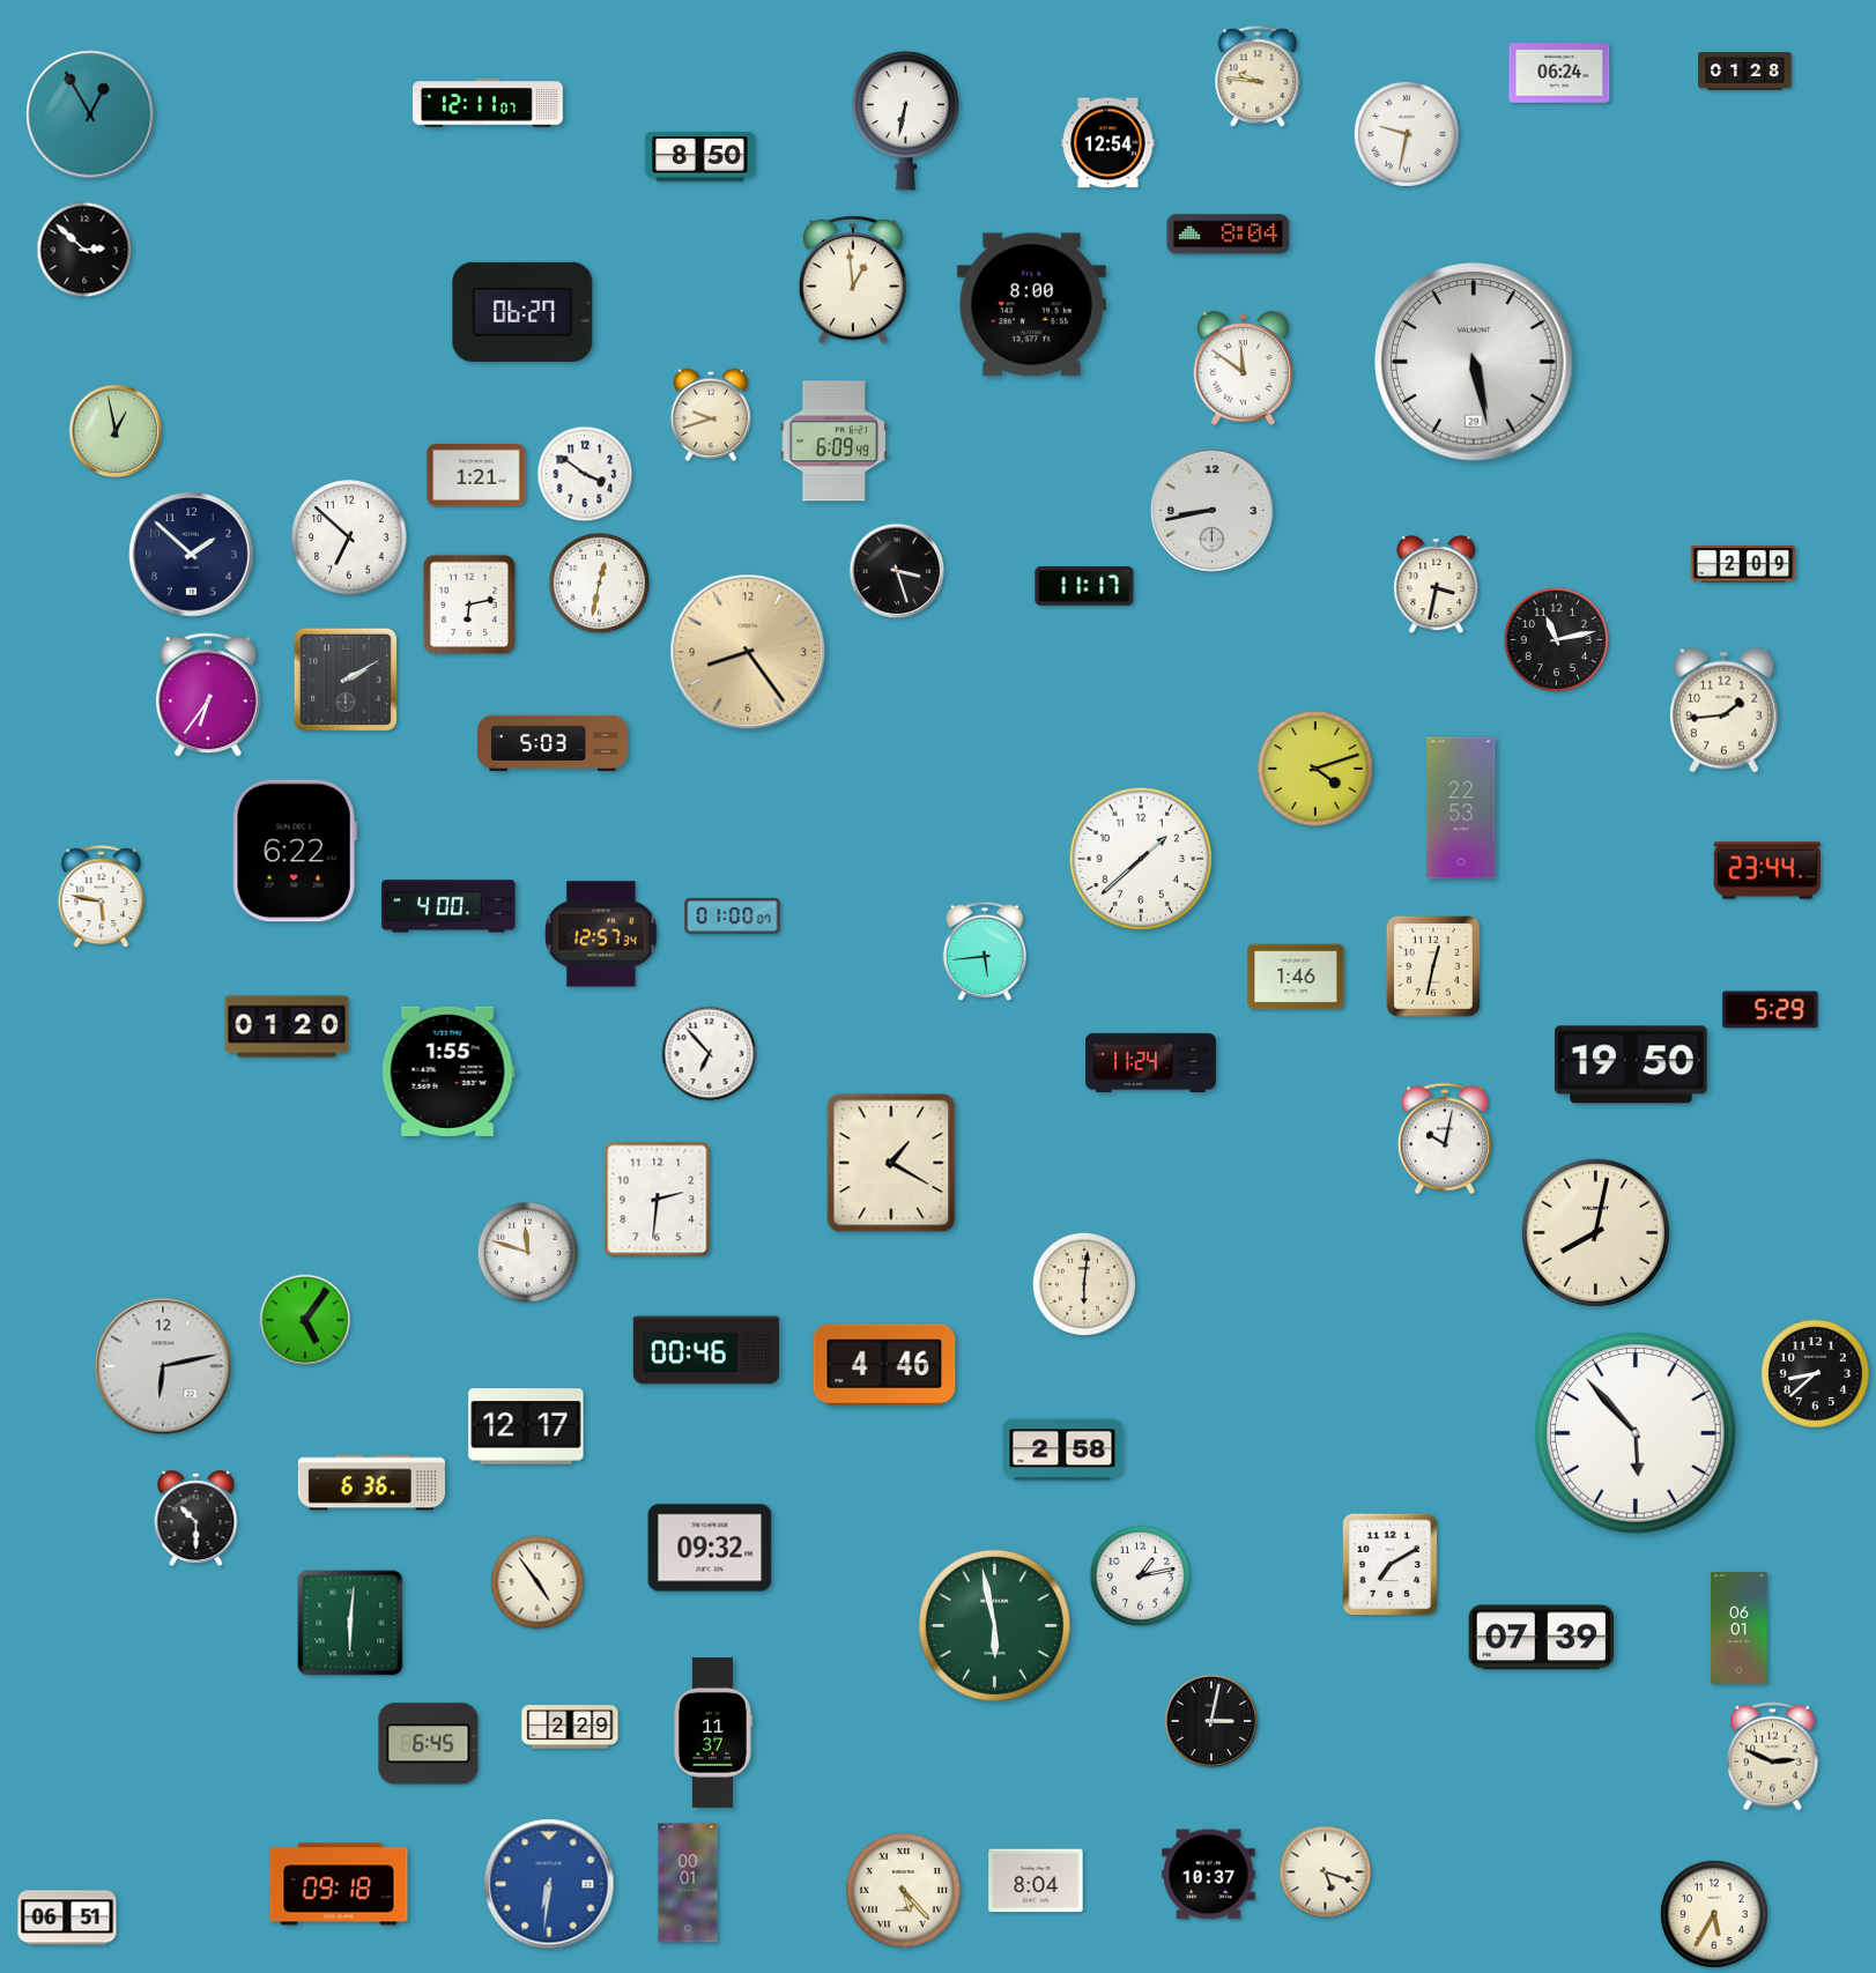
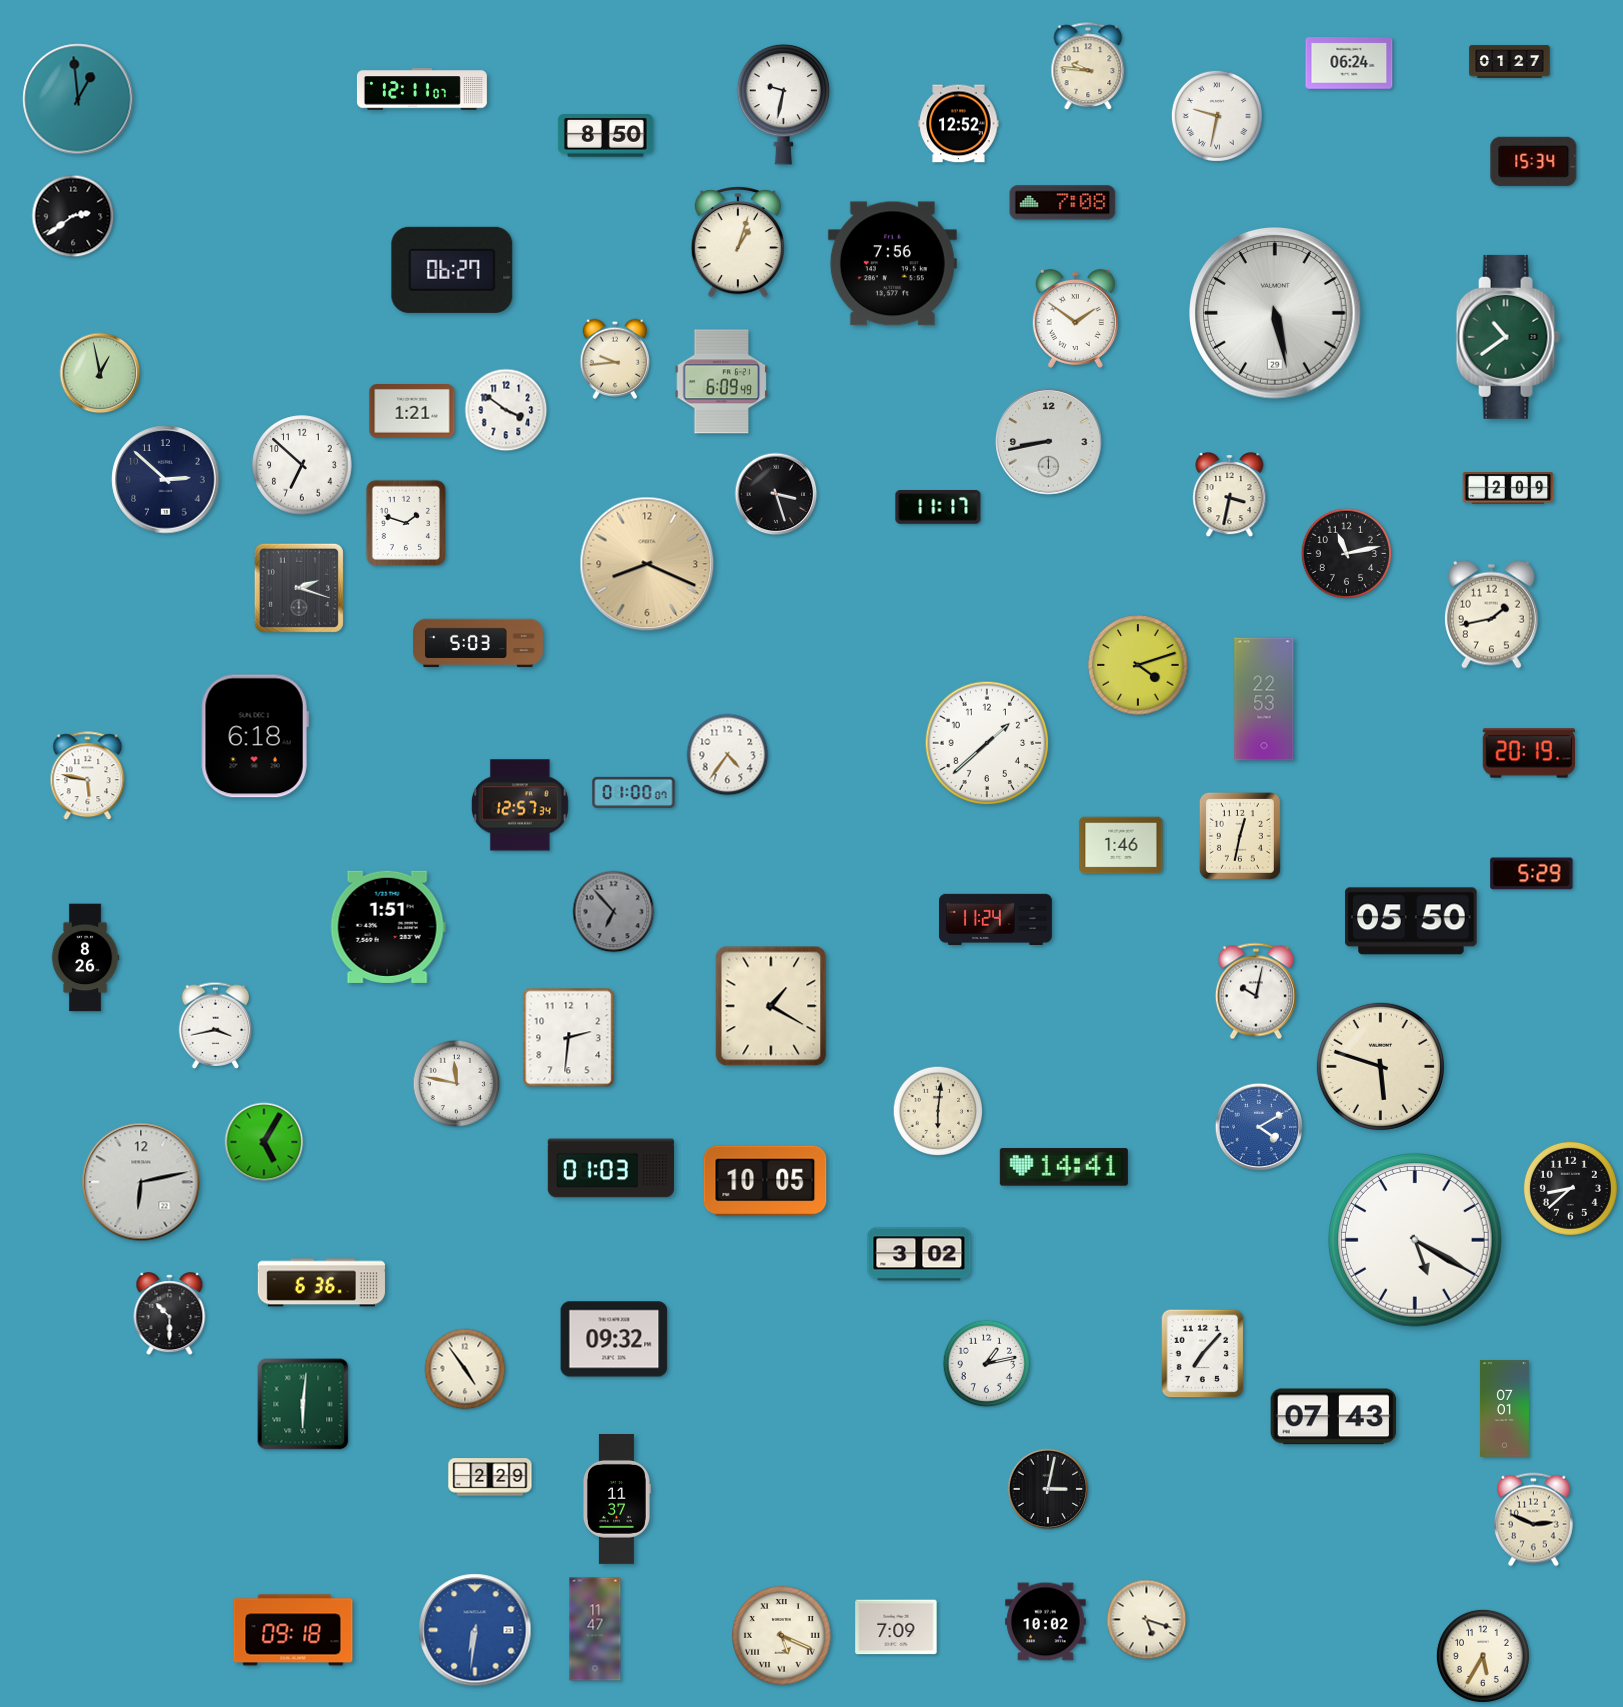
clock at (1745, 72): 01:28 -> 01:27
clock at (90, 114): 12:55 -> 12:59
clock at (906, 120): 6:32 -> 9:32
clock at (1108, 143): 12:54 -> 12:52
clock at (1534, 161): none -> 15:34
clock at (1229, 235): 8:04 -> 7:08
clock at (84, 250): 2:52 -> 2:39
clock at (853, 281): 12:59 -> 1:03
clock at (1031, 305): 8:00 -> 7:56
clock at (1243, 368): 11:51 -> 1:51
clock at (1508, 337): none -> 10:39
clock at (711, 415): 9:42 -> 9:44
clock at (192, 555): 1:52 -> 2:52
clock at (600, 584): 12:32 -> none
clock at (1437, 585) position: (1437, 585) -> (1230, 495)
clock at (469, 604): 6:13 -> 1:48
clock at (748, 652): 8:24 -> 8:19
clock at (346, 680): 2:10 -> 2:18
clock at (208, 696): 6:36 -> none
clock at (1723, 710): 1:44 -> 1:43
clock at (295, 851): 6:22 -> 6:18
clock at (1766, 870): 23:44 -> 20:19
clock at (728, 755): none -> 4:36
clock at (448, 906): 4:00 -> none
clock at (601, 934) position: (601, 934) -> (520, 805)
clock at (985, 951): 5:44 -> none
clock at (287, 1026): 01:20 -> none
clock at (710, 1054) dial: white -> grey
clock at (1631, 1065): 19:50 -> 05:50
clock at (448, 1071): 1:55 -> 1:51
clock at (85, 958): none -> 8:26
clock at (1445, 1138) position: (1445, 1138) -> (1256, 991)
clock at (216, 1025): none -> 3:43
clock at (1595, 1232): 8:02 -> 5:48
clock at (528, 1253): 11:48 -> 11:47
clock at (1259, 1127): none -> 4:10
clock at (305, 1320): 5:06 -> 5:05
clock at (1064, 1167): none -> 14:41
clock at (706, 1350): 00:46 -> 01:03
clock at (884, 1365): 4:46 -> 10:05
clock at (526, 1426): 12:17 -> none
clock at (1636, 1433): 5:53 -> 5:20
clock at (1062, 1449): 2:58 -> 3:02
clock at (1391, 1565): 7:10 -> 7:07
clock at (994, 1625): 5:58 -> none
clock at (1738, 1629): 06:01 -> 07:01
clock at (1542, 1638): 07:39 -> 07:43
clock at (570, 1727) position: (570, 1727) -> (490, 1477)
clock at (429, 1744): 6:45 -> none
clock at (1209, 1875): 10:37 -> 10:02
clock at (1036, 1881): 8:04 -> 7:09
clock at (688, 1883): 00:01 -> 11:47
clock at (904, 1891): 5:23 -> 5:19
clock at (67, 1918): 06:51 -> none
